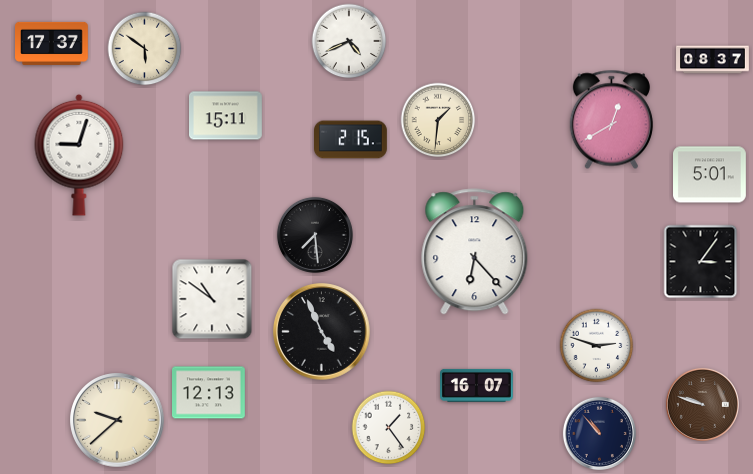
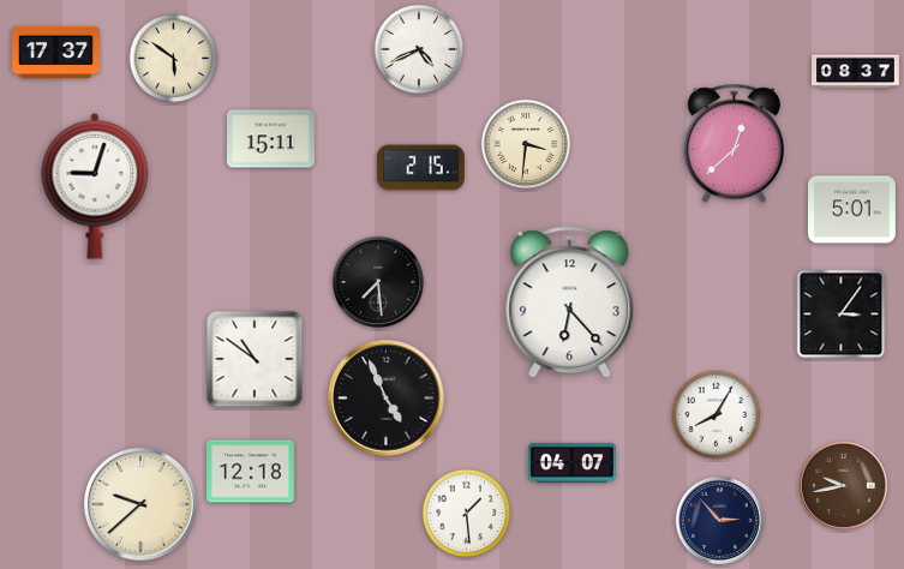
clock at (52, 43) position: (52, 43) -> (56, 52)
clock at (438, 120): 1:31 -> 3:31
clock at (611, 120): 12:40 -> 12:38
clock at (597, 346): 2:48 -> 8:05
clock at (477, 385): 16:07 -> 04:07
clock at (209, 393): 12:13 -> 12:18
clock at (702, 404): 9:48 -> 9:43
clock at (389, 428): 1:24 -> 1:29
clock at (599, 433): 10:53 -> 2:53
